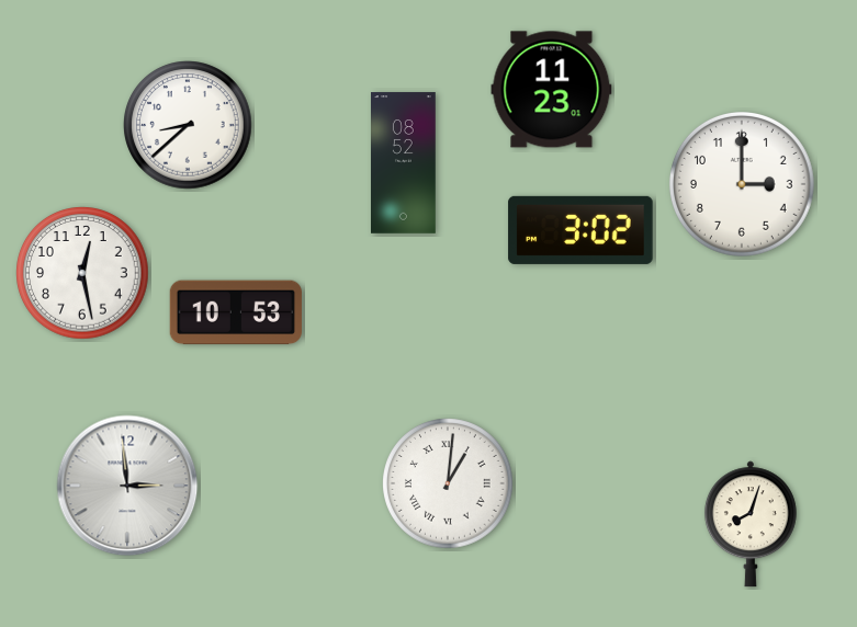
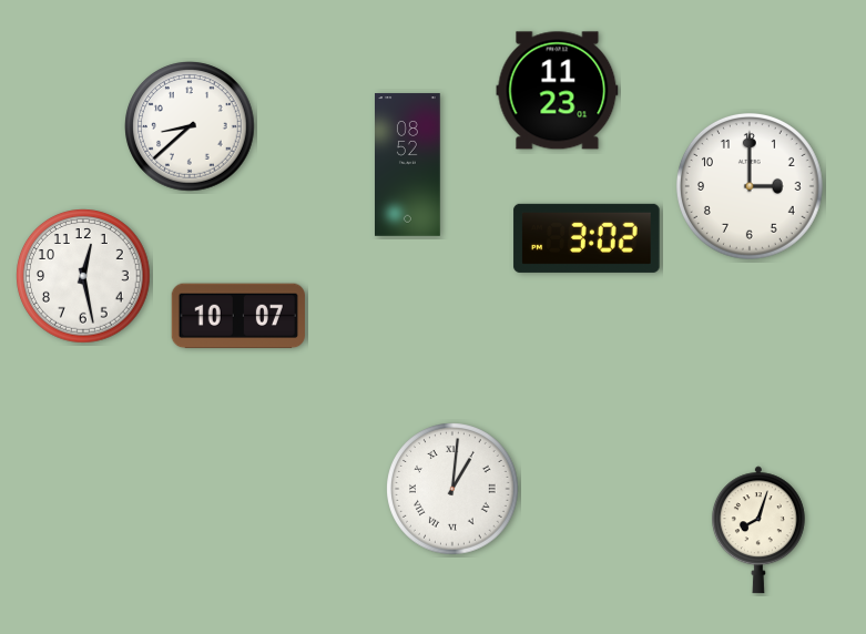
clock at (580, 230) position: (580, 230) -> (587, 238)
clock at (236, 312): 10:53 -> 10:07
clock at (127, 486): 2:59 -> none
